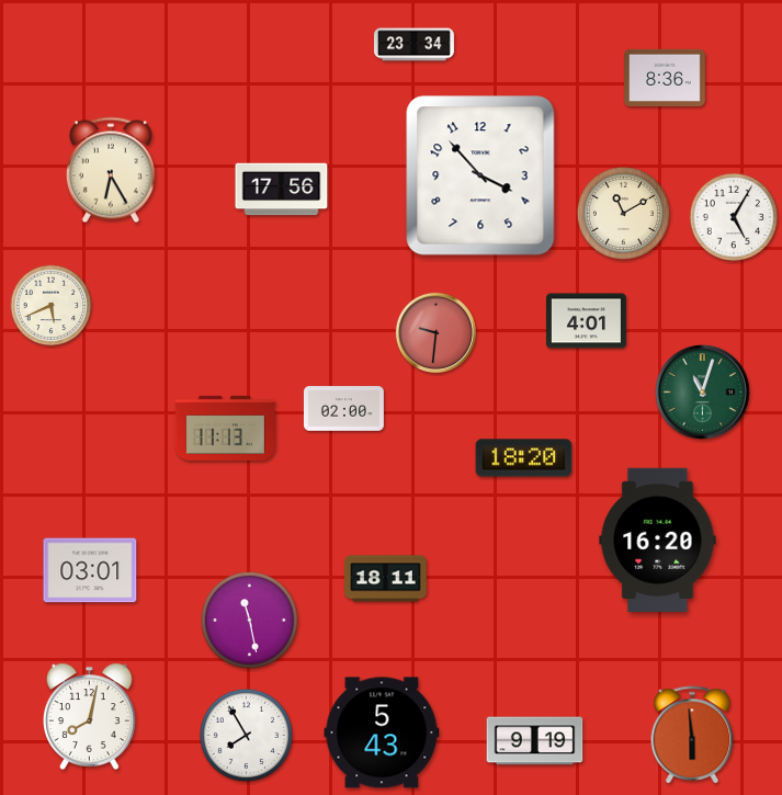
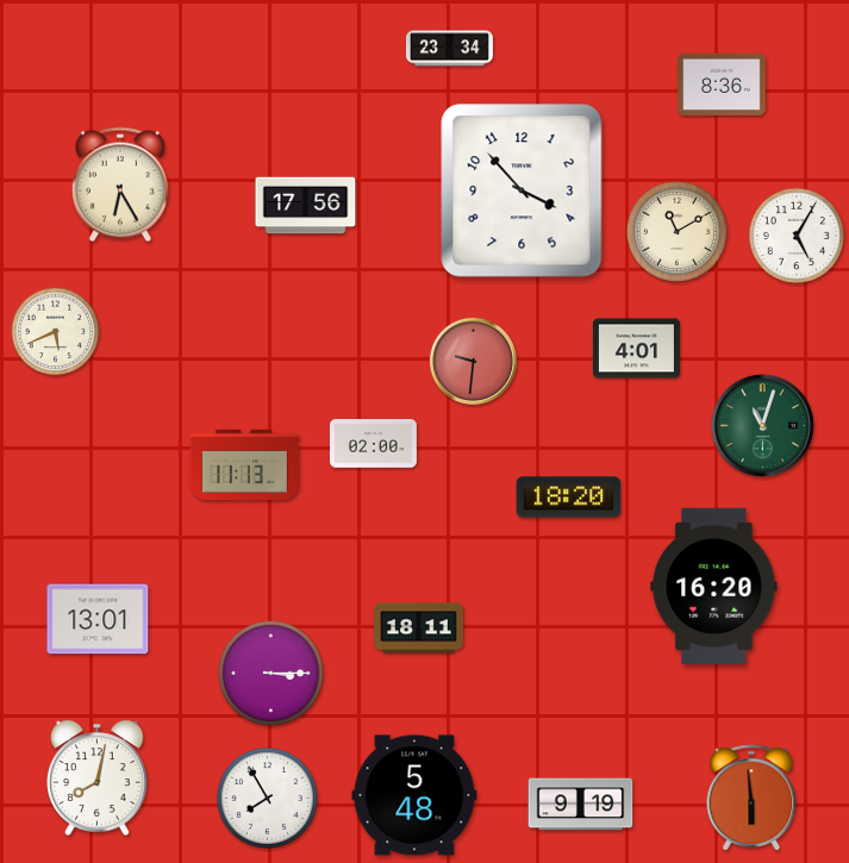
clock at (90, 570): 03:01 -> 13:01
clock at (249, 620): 11:28 -> 3:15
clock at (382, 732): 5:43 -> 5:48
